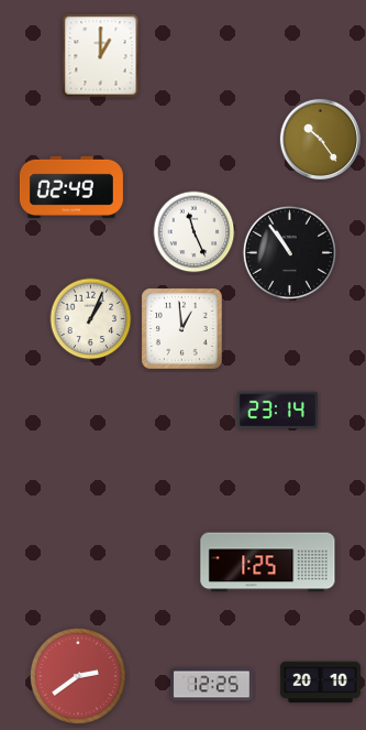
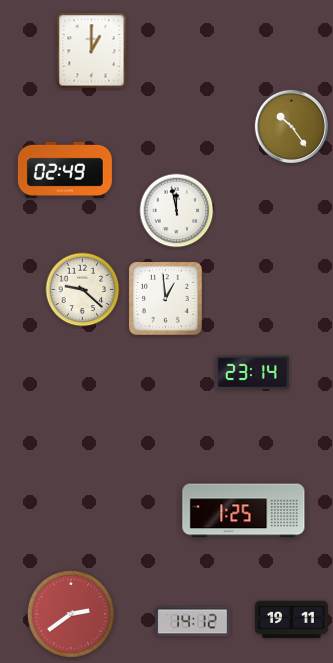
clock at (195, 232): 11:26 -> 11:58
clock at (289, 252): 10:54 -> none
clock at (91, 319): 1:04 -> 9:22
clock at (320, 683): 20:10 -> 19:11
clock at (212, 685): 12:25 -> 14:12
